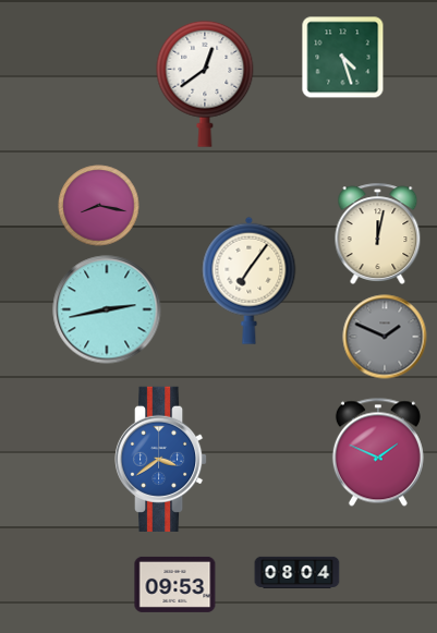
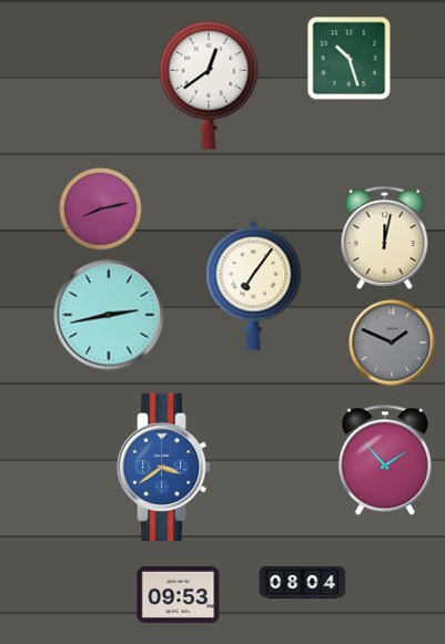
clock at (343, 58): 4:27 -> 10:27
clock at (99, 206): 8:17 -> 8:13
clock at (378, 452): 1:49 -> 1:53
